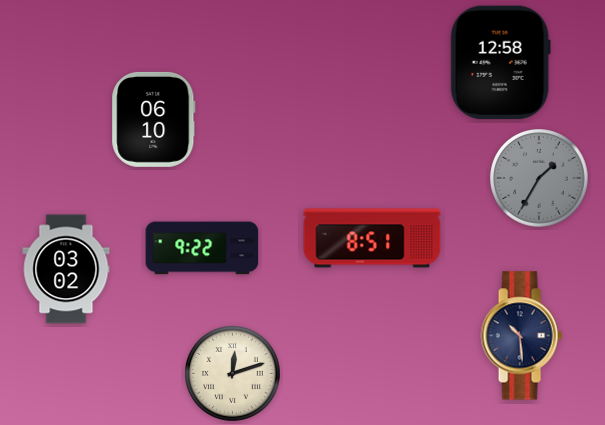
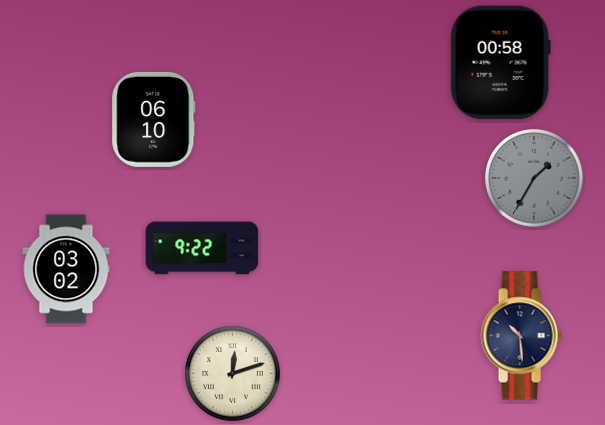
clock at (500, 63): 12:58 -> 00:58
clock at (539, 178) position: (539, 178) -> (534, 178)
clock at (372, 238): 8:51 -> none
